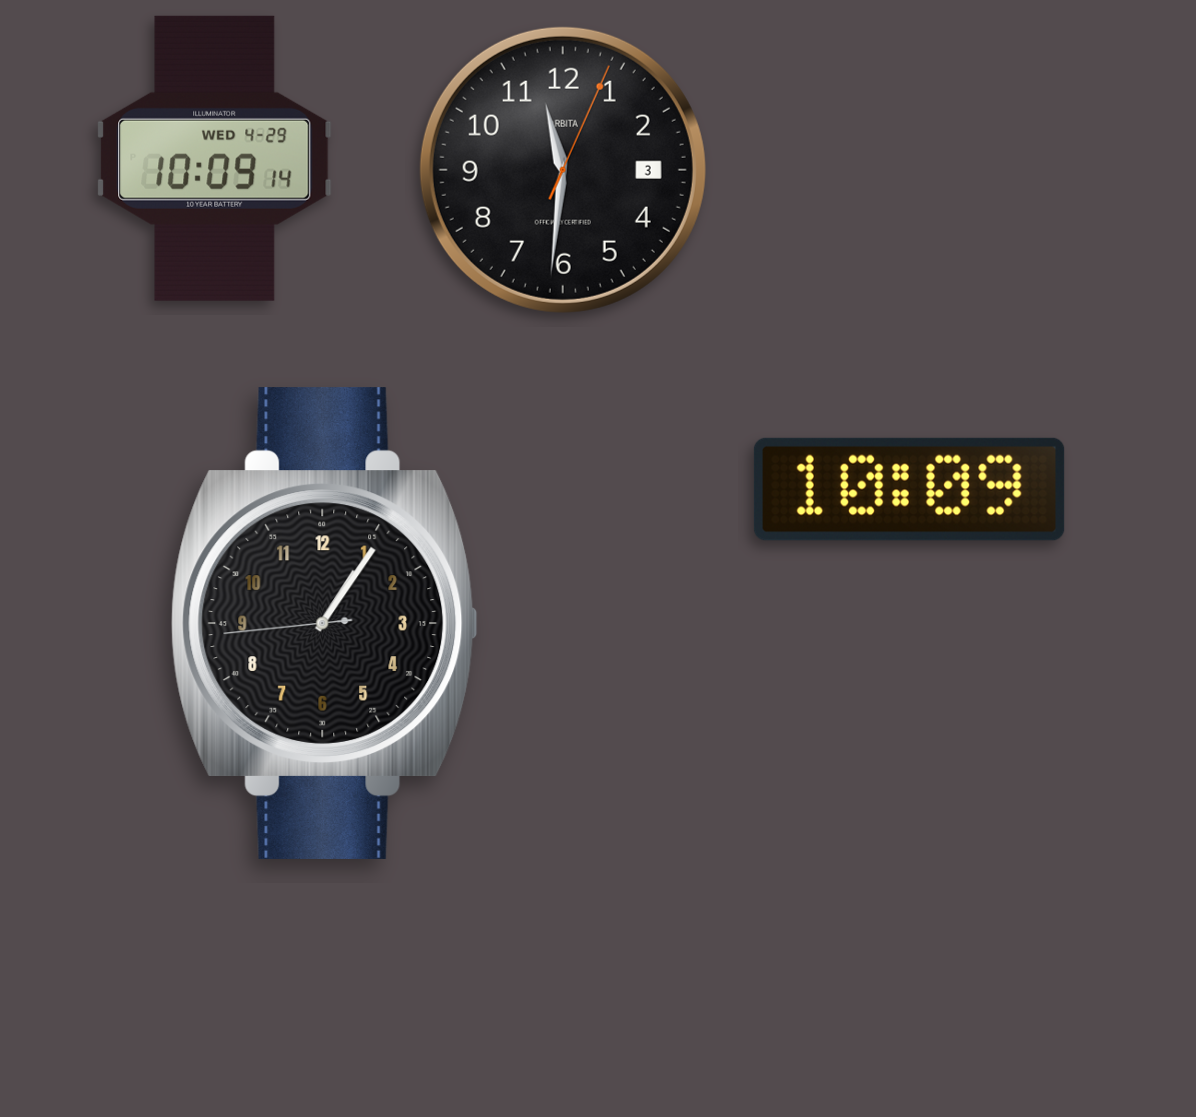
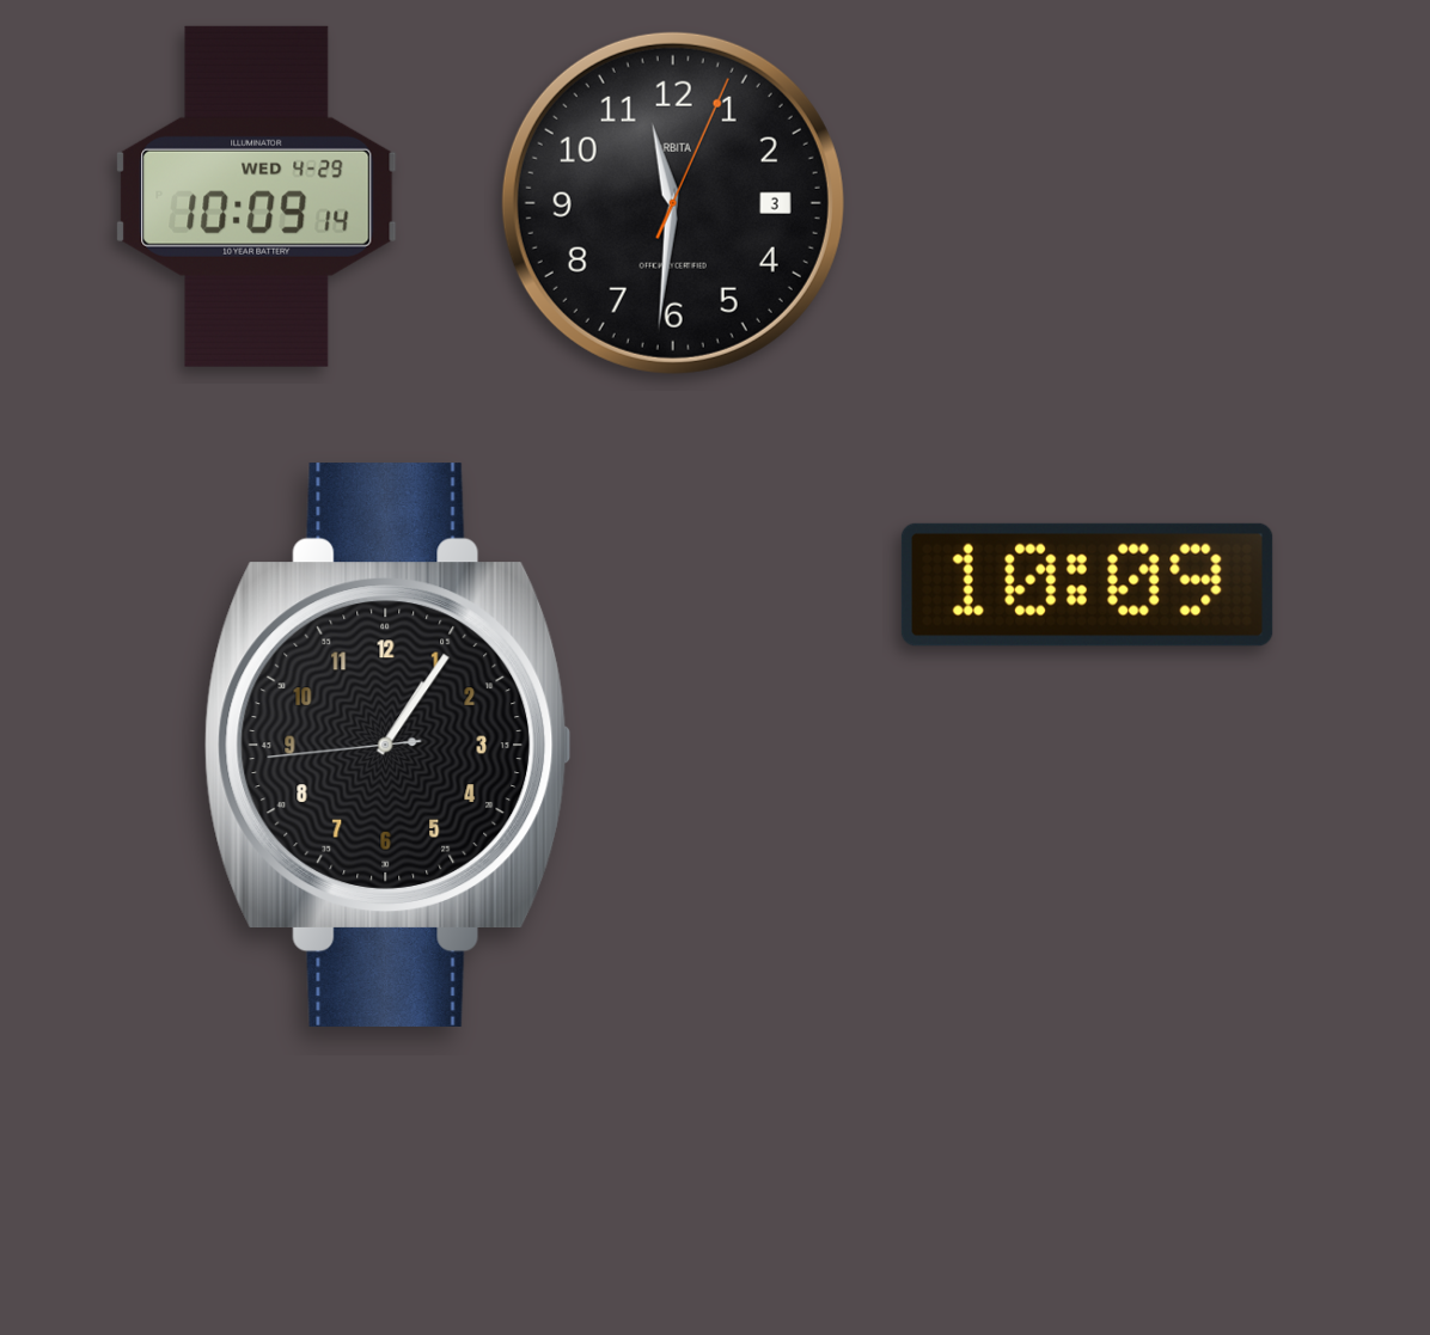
clock at (215, 158) position: (215, 158) -> (257, 196)
